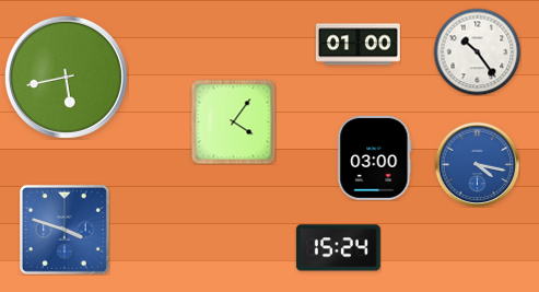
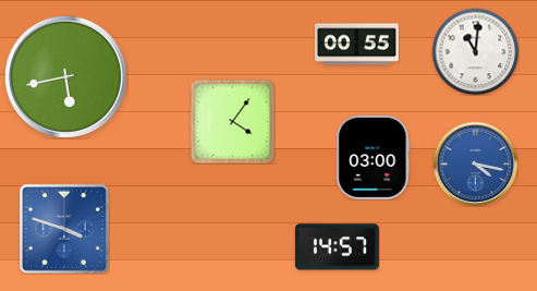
clock at (358, 45): 01:00 -> 00:55
clock at (477, 51): 10:24 -> 11:01
clock at (338, 248): 15:24 -> 14:57
